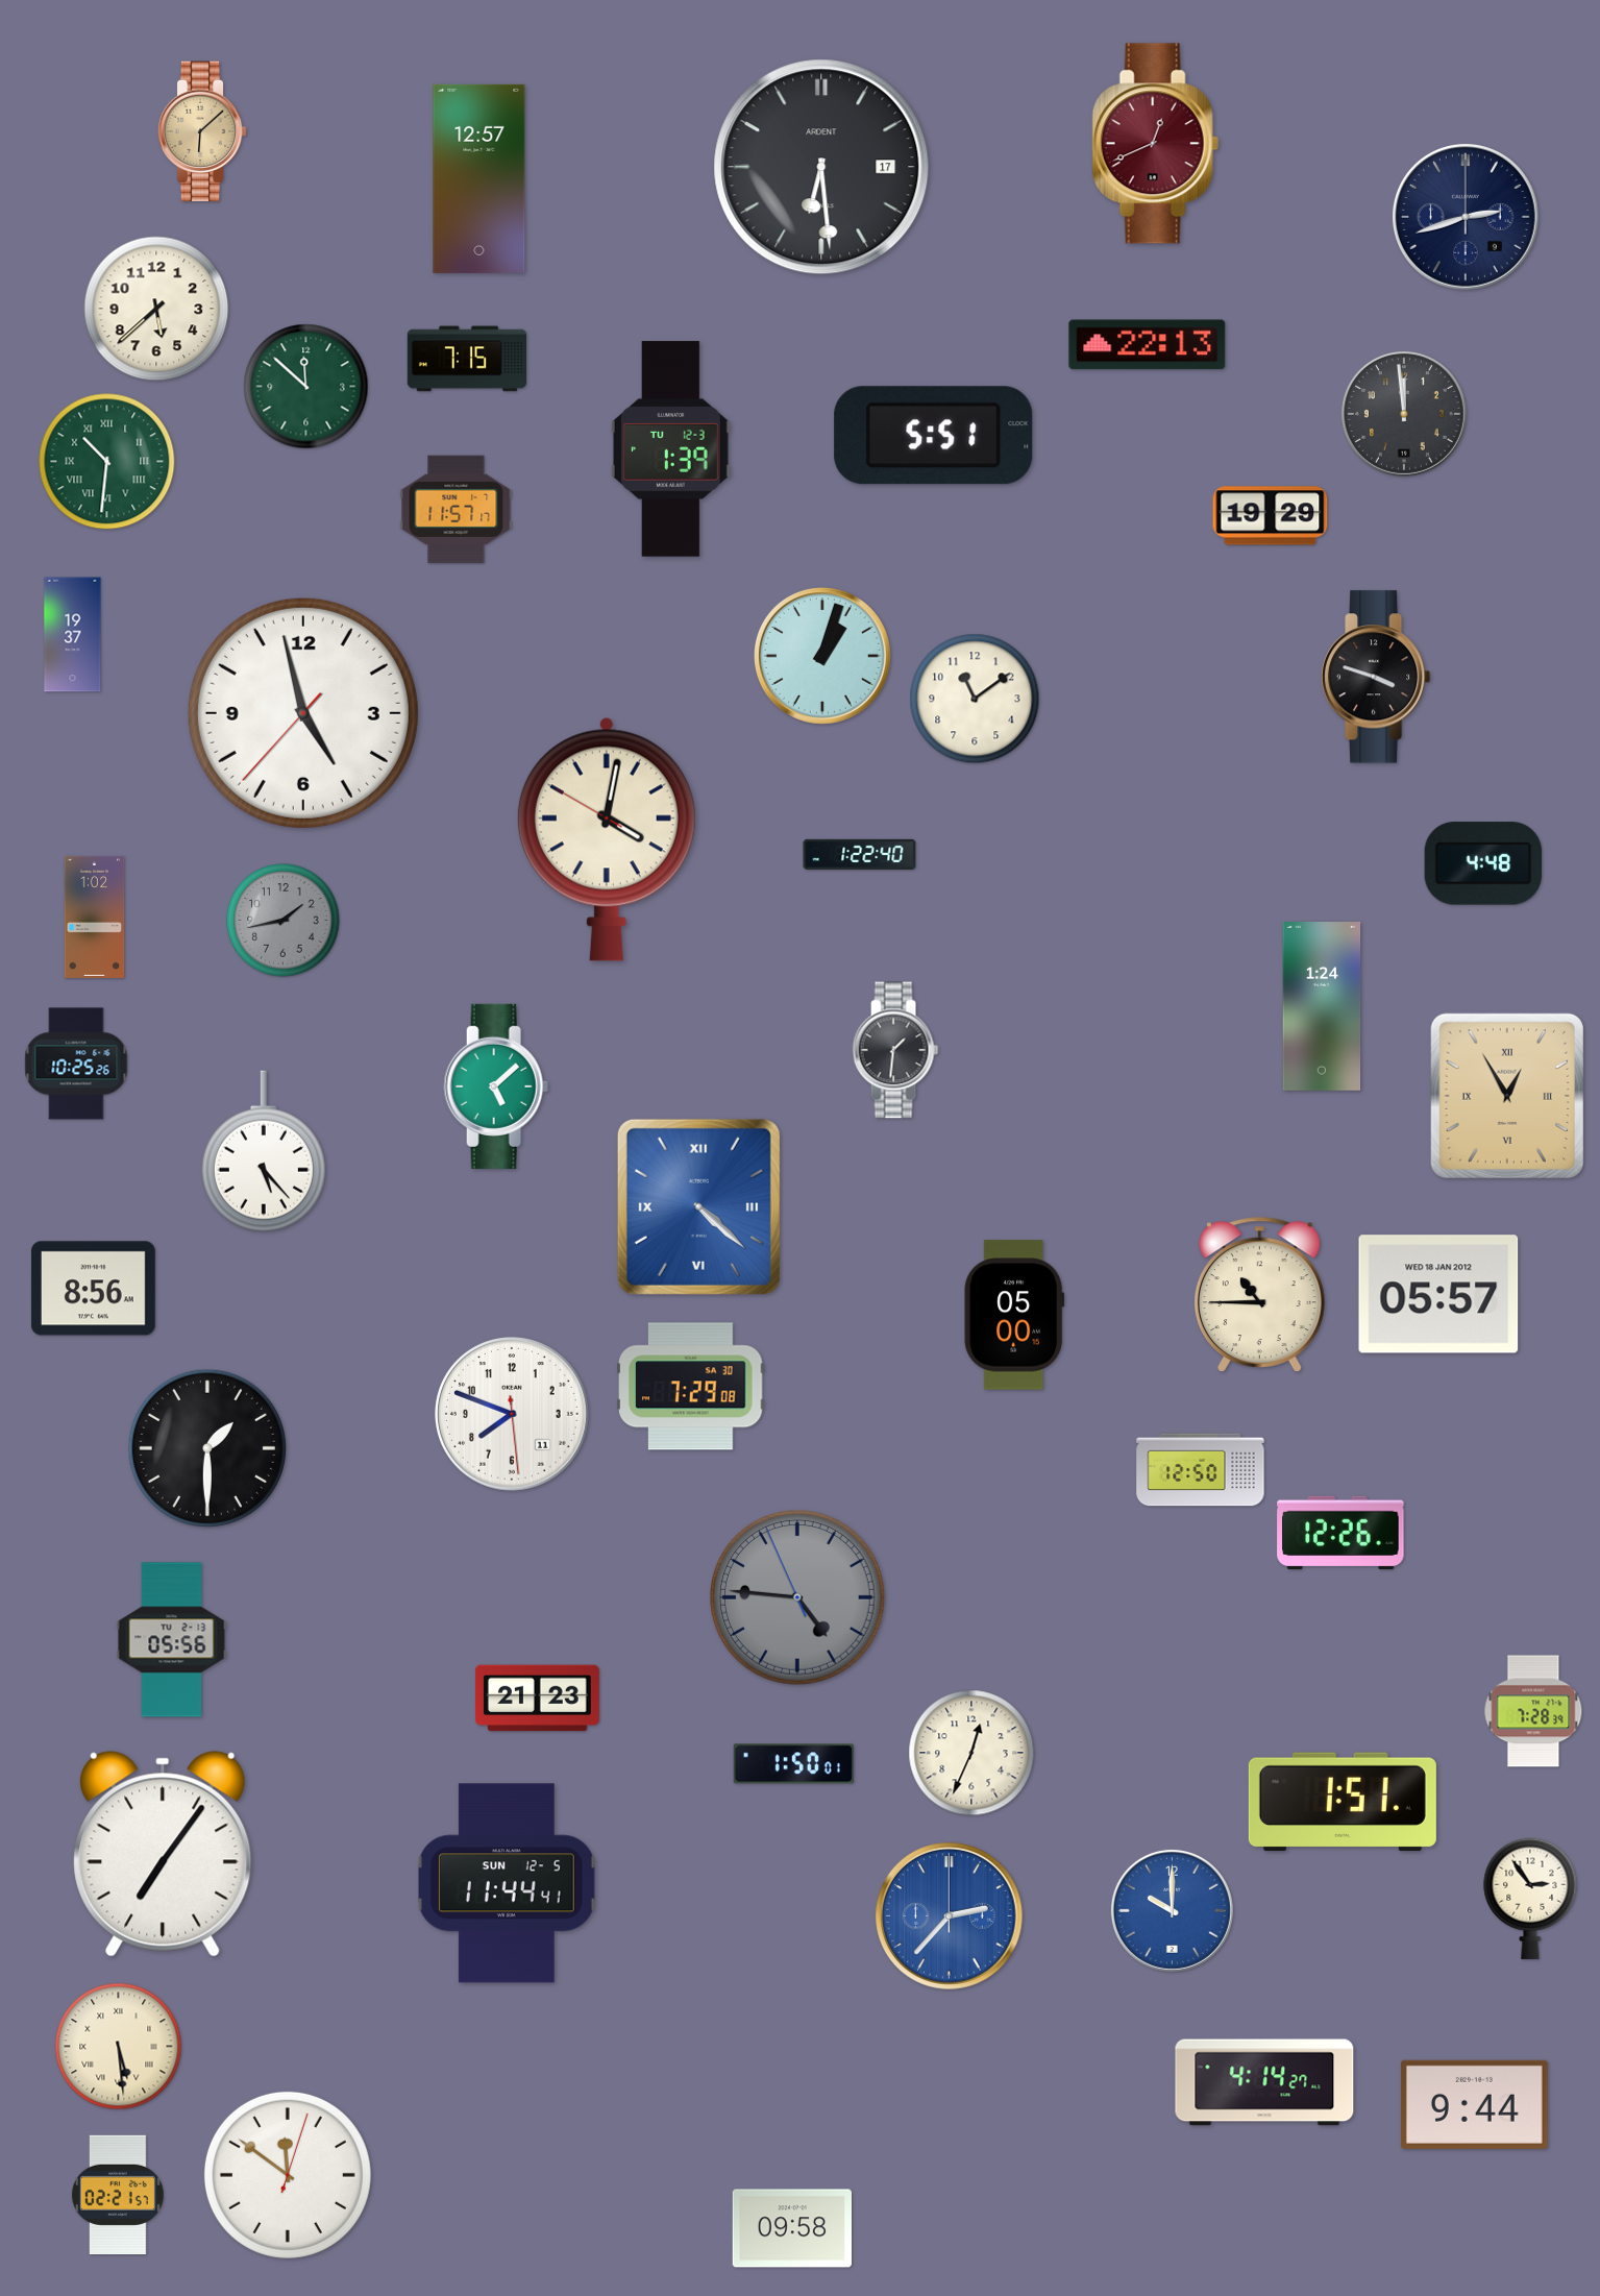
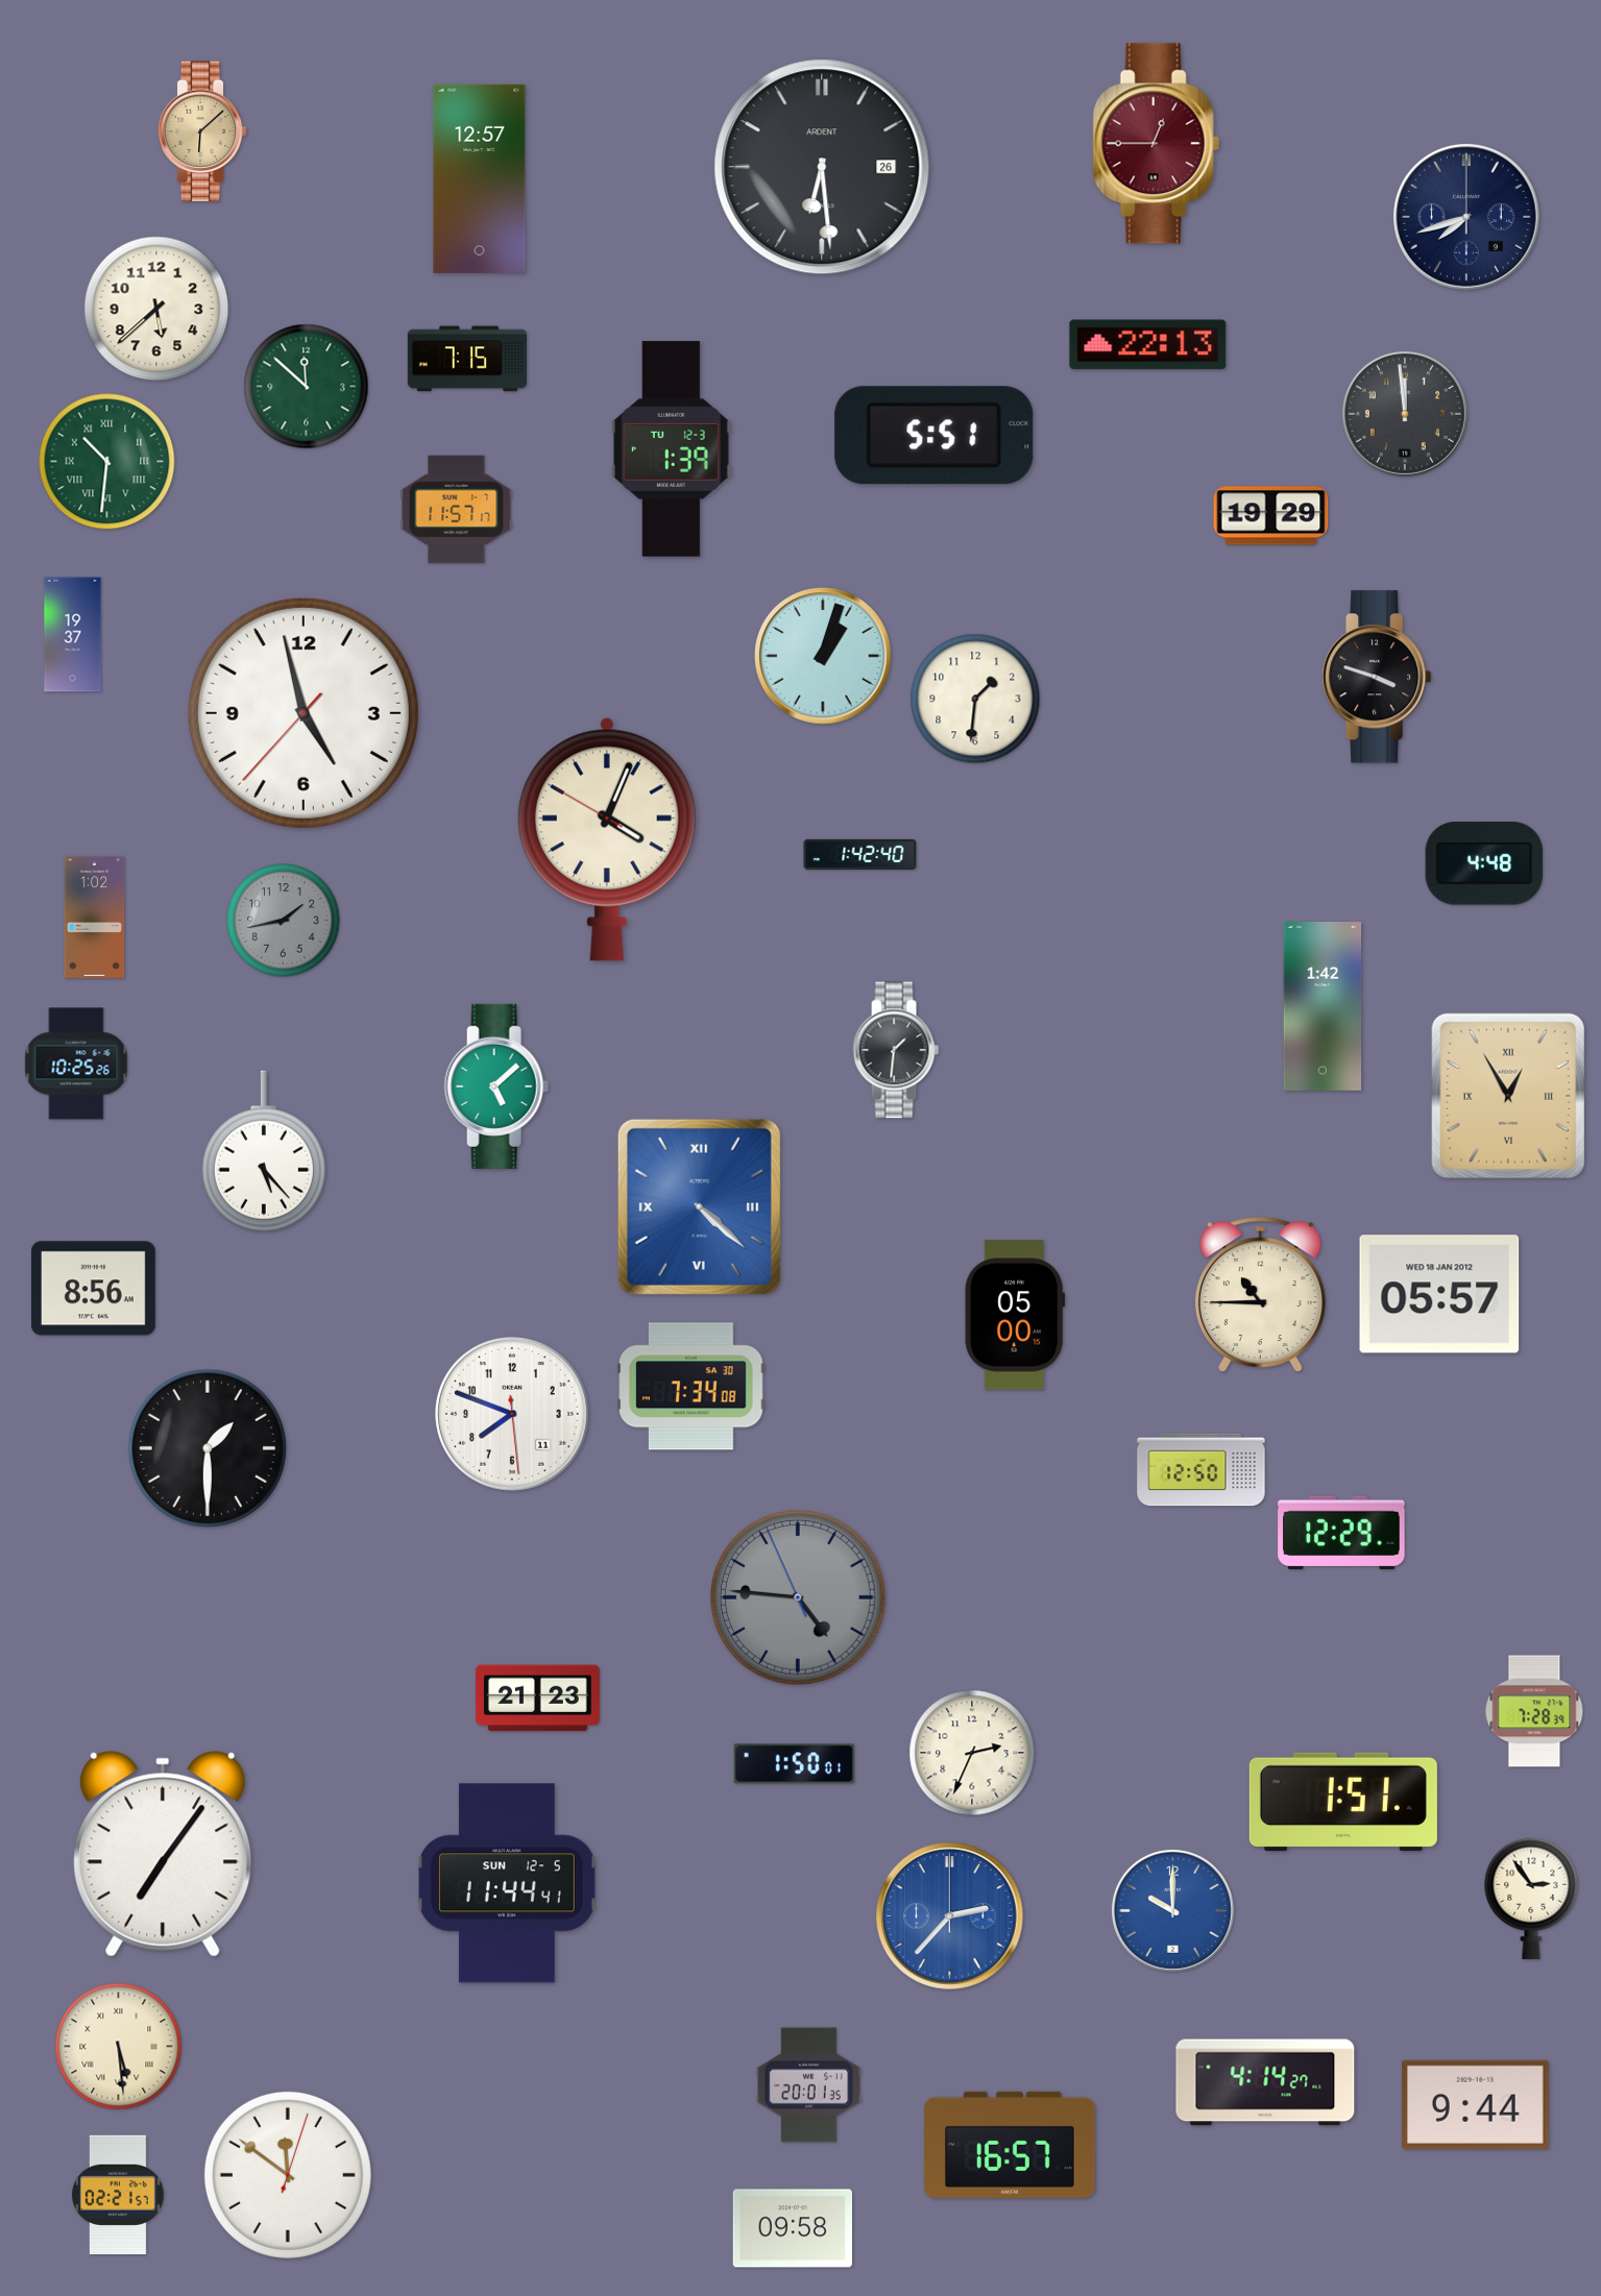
clock at (1155, 144): 12:41 -> 12:45
clock at (821, 167) date: 17 -> 26
clock at (1467, 218): 2:42 -> 7:42
clock at (975, 699): 11:09 -> 1:31
clock at (607, 839): 4:01 -> 4:03
clock at (860, 855): 1:22 -> 1:42
clock at (1322, 1007): 1:24 -> 1:42
clock at (691, 1387): 7:29 -> 7:34
clock at (1340, 1532): 12:26 -> 12:29
clock at (172, 1640): 05:56 -> none
clock at (971, 1753): 12:34 -> 2:34
clock at (808, 2085): none -> 20:01
clock at (1010, 2145): none -> 16:57
